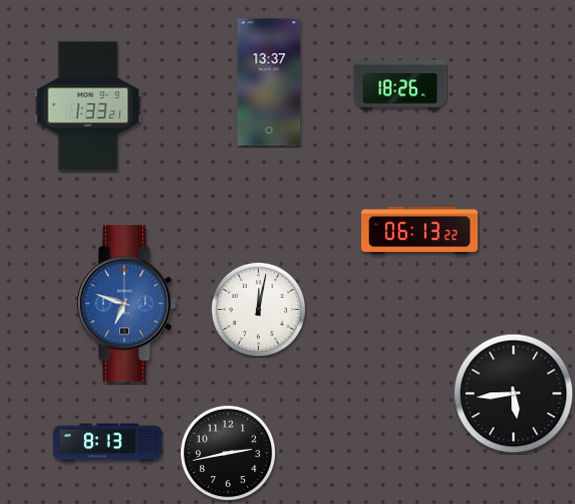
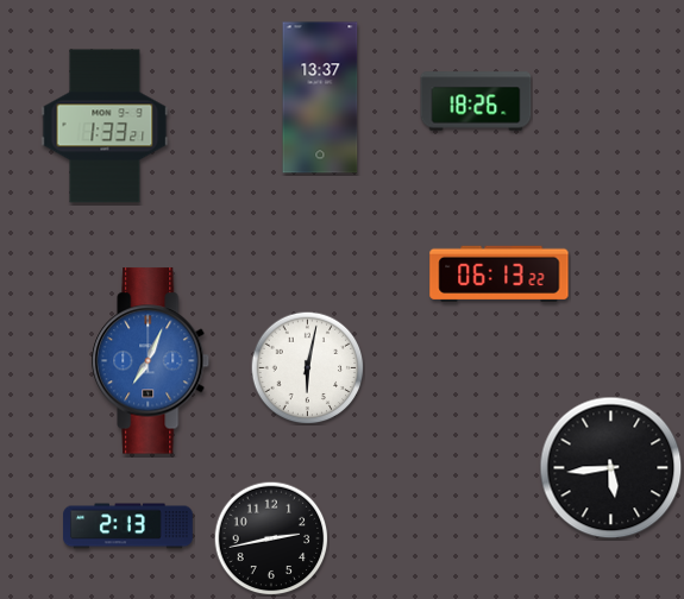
clock at (127, 304): 6:48 -> 7:04
clock at (258, 309): 12:02 -> 6:02
clock at (108, 443): 8:13 -> 2:13
